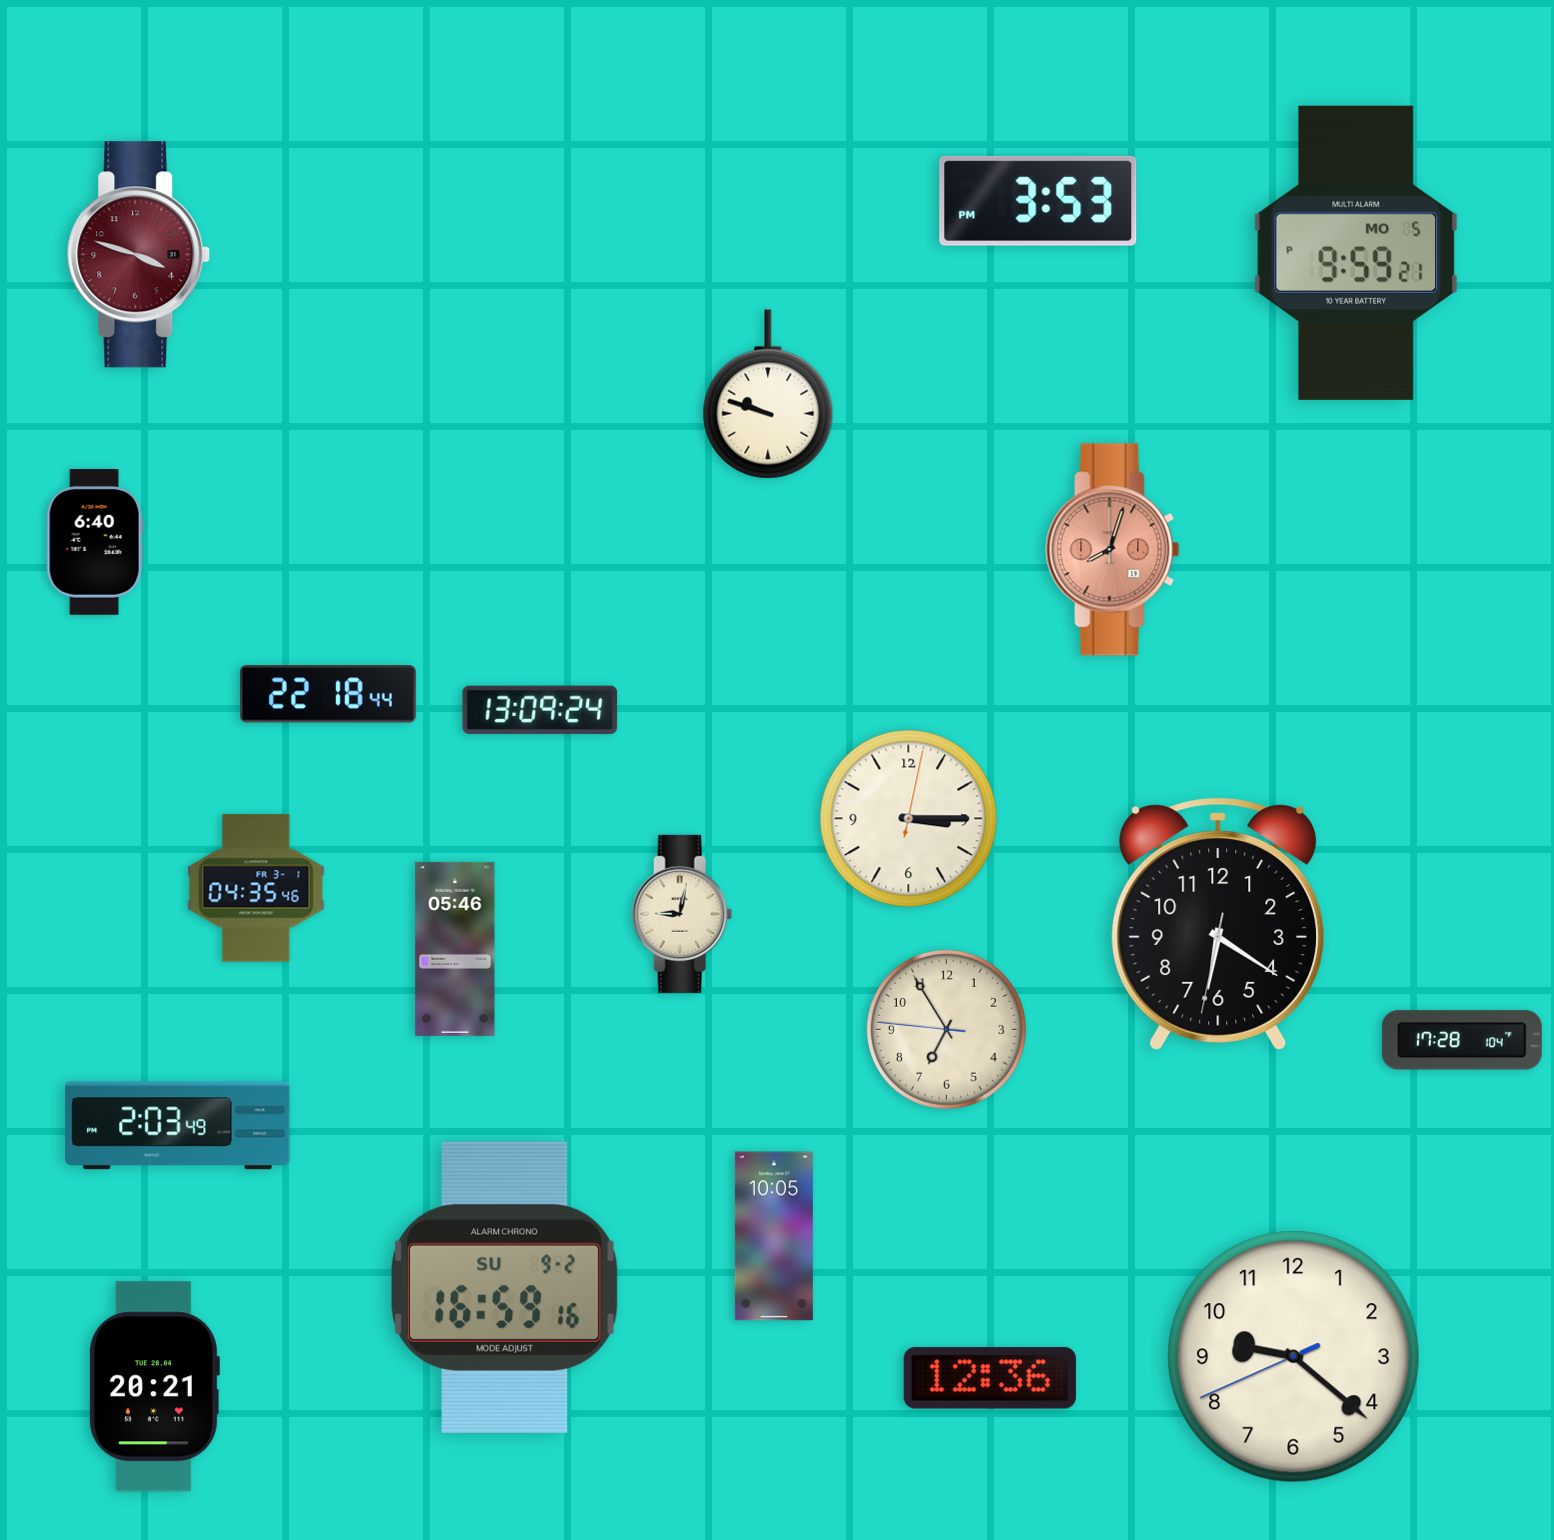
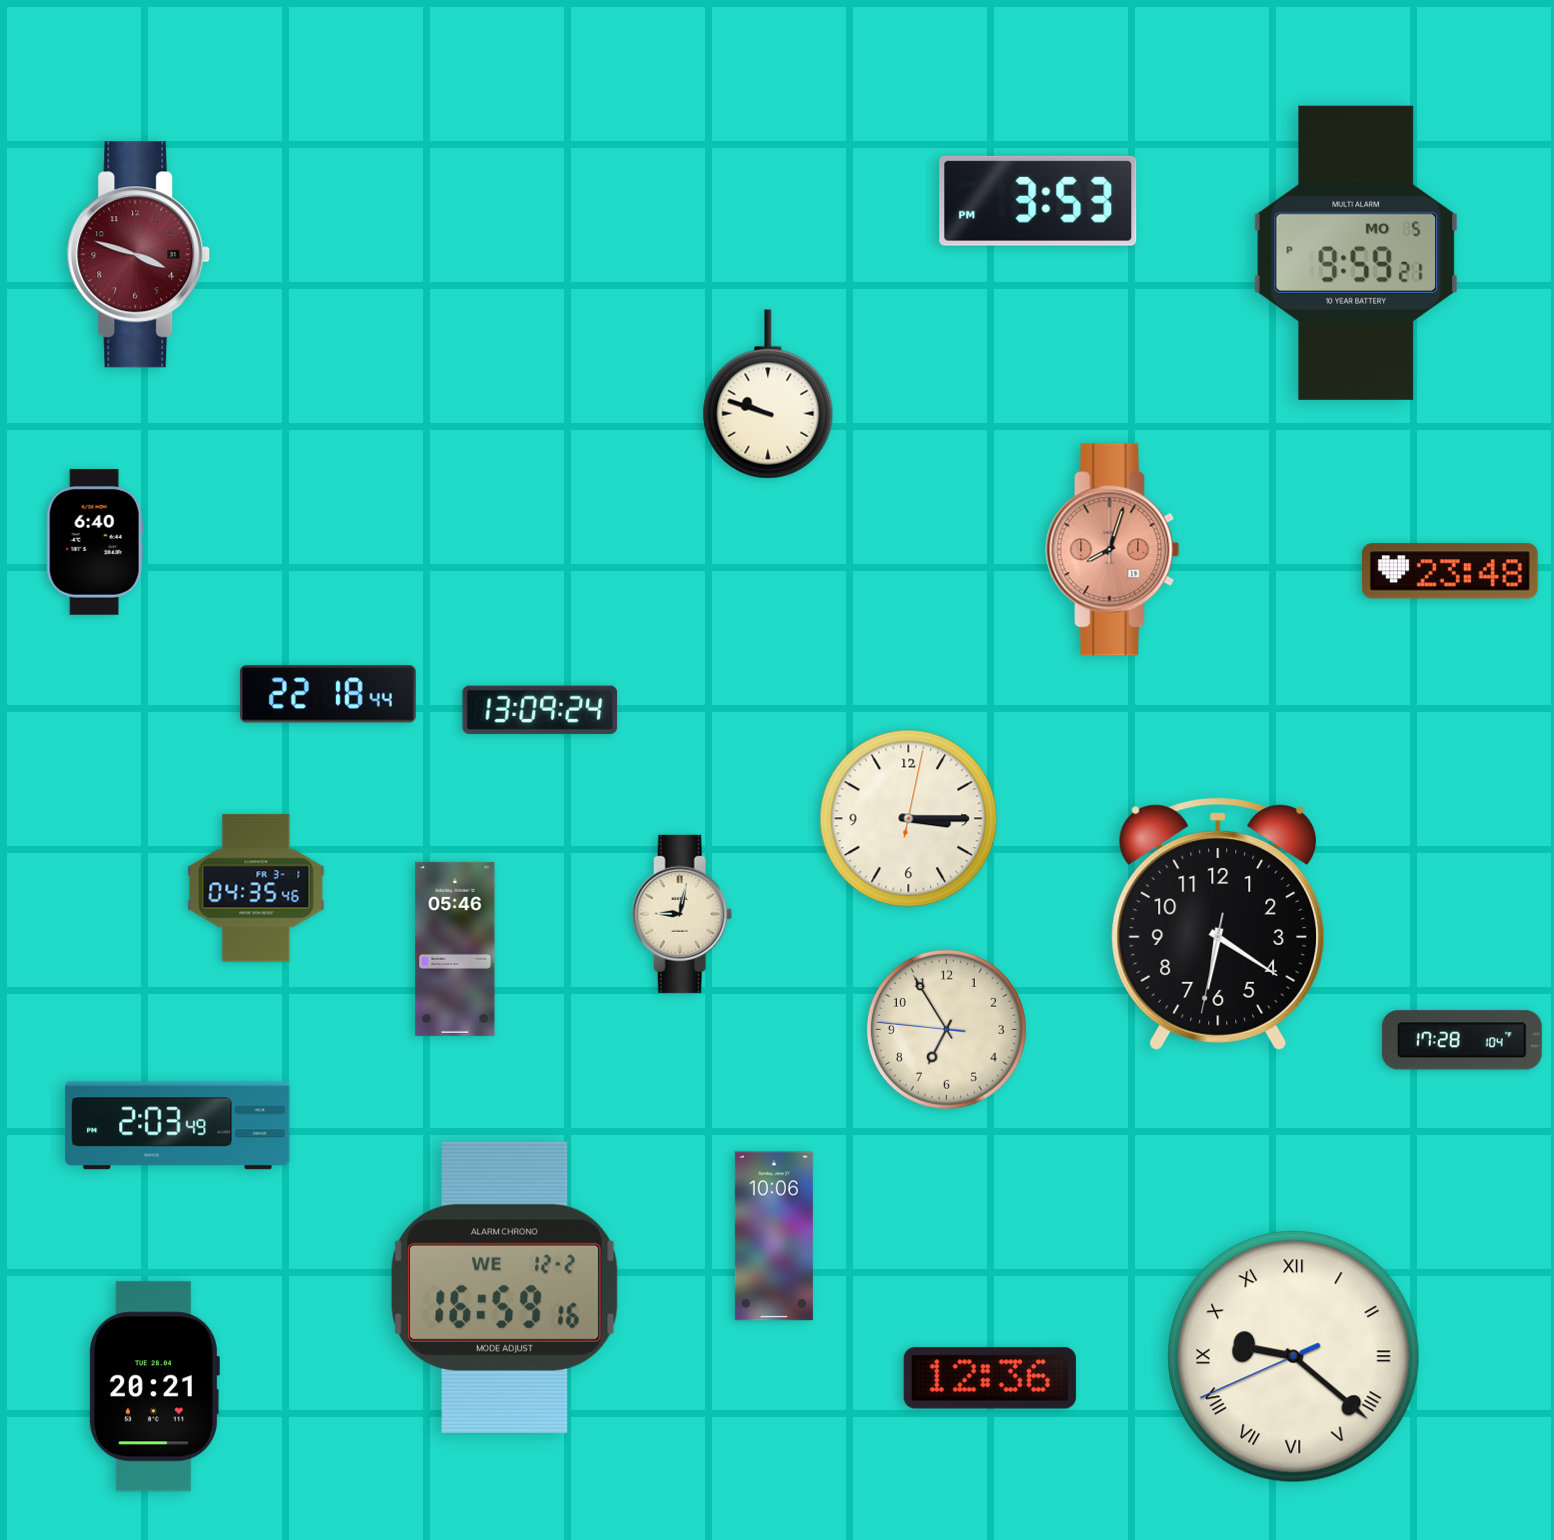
clock at (1450, 571): none -> 23:48
clock at (774, 1236): 10:05 -> 10:06
clock at (504, 1287) date: SU 9-2 -> WE 12-2
clock at (1294, 1357) numerals: Arabic -> Roman
